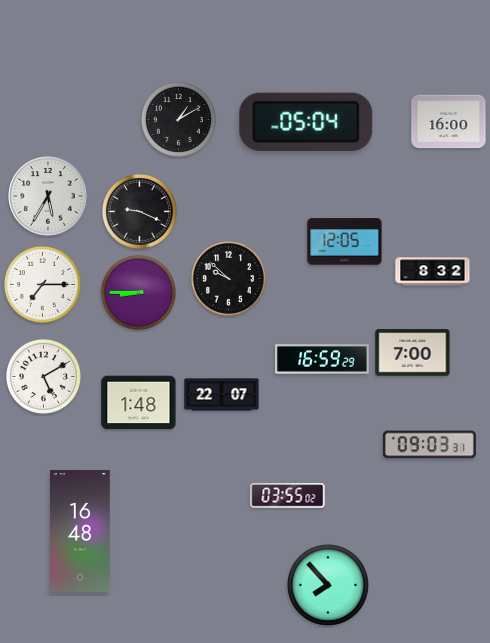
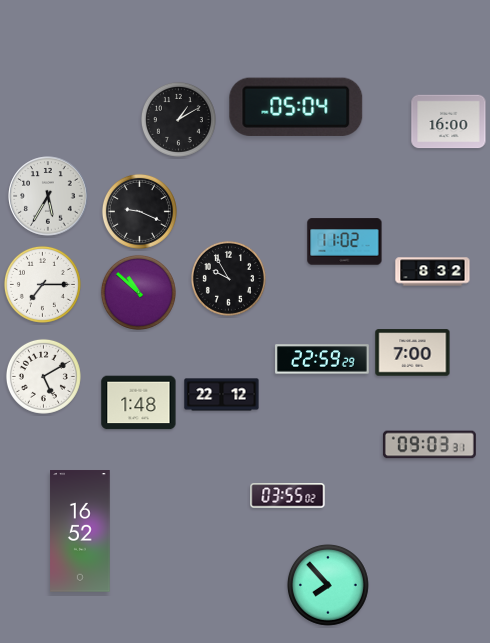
clock at (306, 122) position: (306, 122) -> (296, 107)
clock at (345, 242): 12:05 -> 11:02
clock at (228, 278): 9:52 -> 9:55
clock at (138, 292): 8:45 -> 10:52
clock at (323, 359): 16:59 -> 22:59
clock at (222, 395): 22:07 -> 22:12
clock at (80, 531): 16:48 -> 16:52
